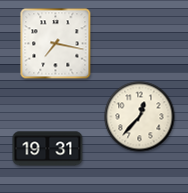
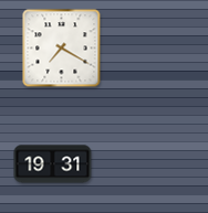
clock at (56, 44): 7:17 -> 7:20
clock at (140, 117): 12:37 -> none
